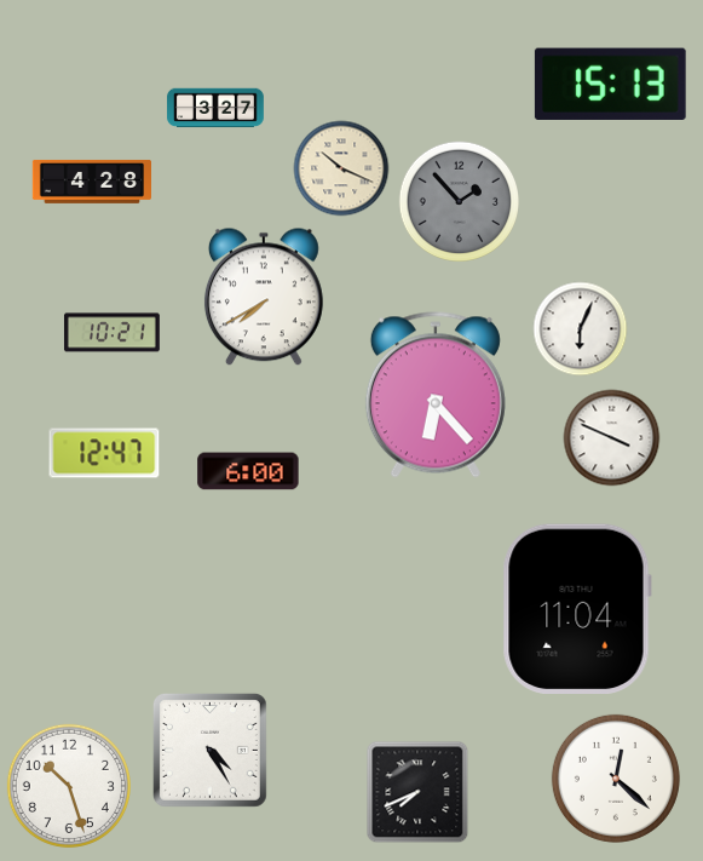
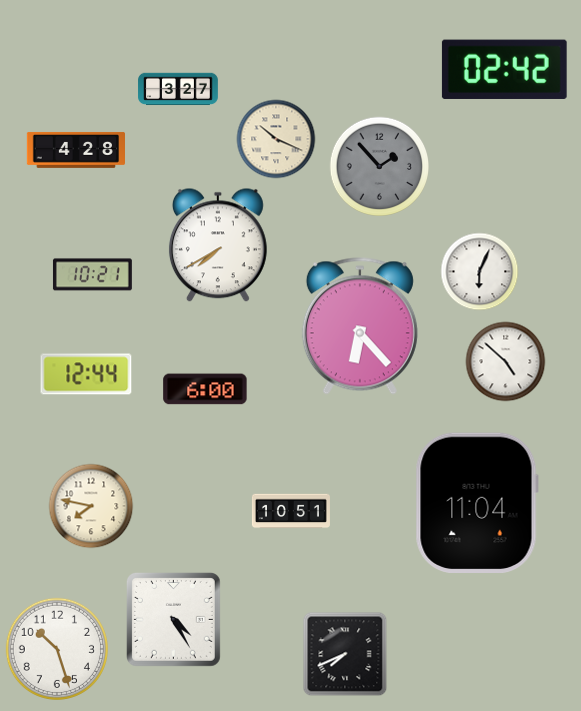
clock at (610, 84): 15:13 -> 02:42
clock at (341, 168) position: (341, 168) -> (276, 139)
clock at (612, 438): 3:49 -> 4:52
clock at (104, 453): 12:47 -> 12:44
clock at (91, 506): none -> 7:47
clock at (291, 511): none -> 10:51
clock at (616, 779): 12:22 -> none
